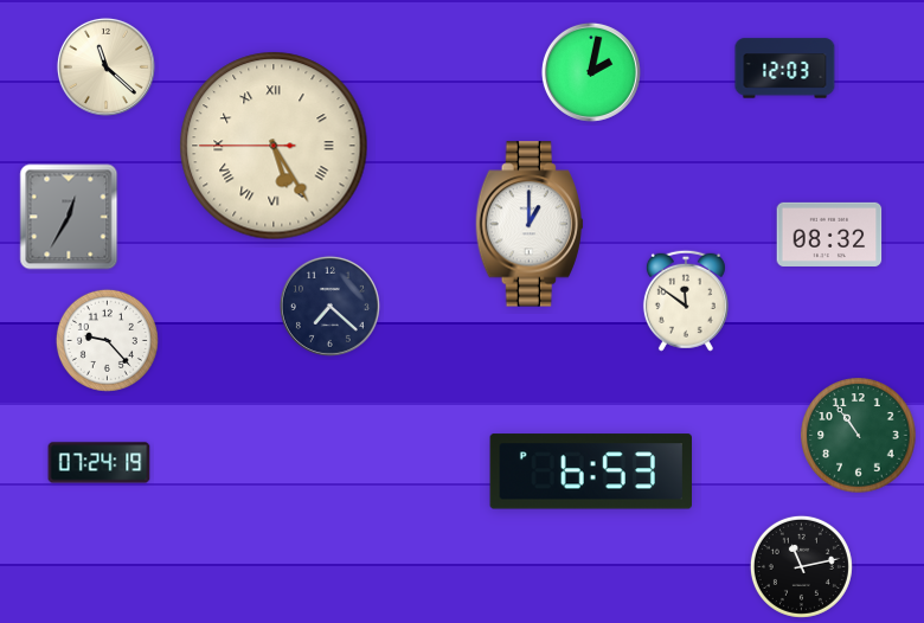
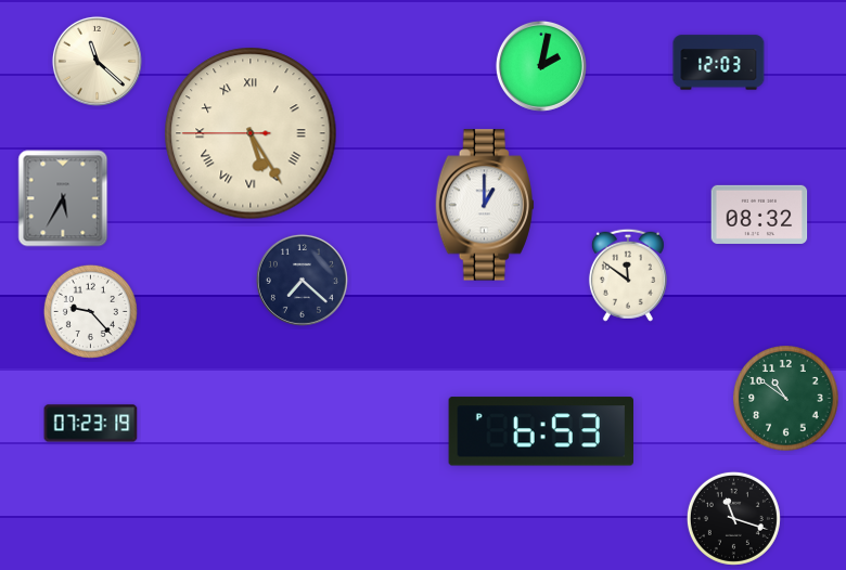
clock at (69, 217): 12:35 -> 5:35
clock at (107, 340) position: (107, 340) -> (90, 311)
clock at (859, 436): 10:54 -> 10:51
clock at (100, 463): 07:24 -> 07:23
clock at (801, 566): 11:13 -> 11:18
